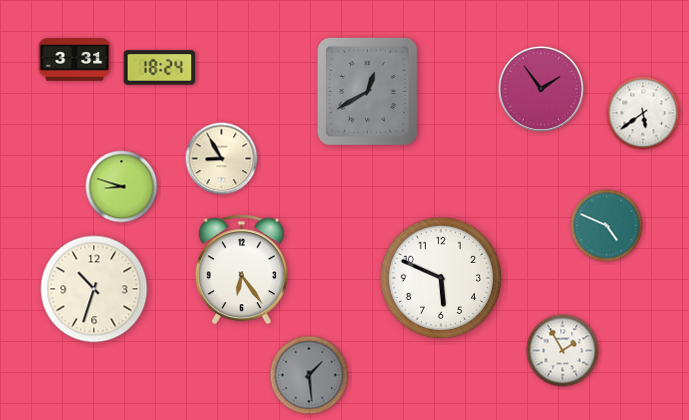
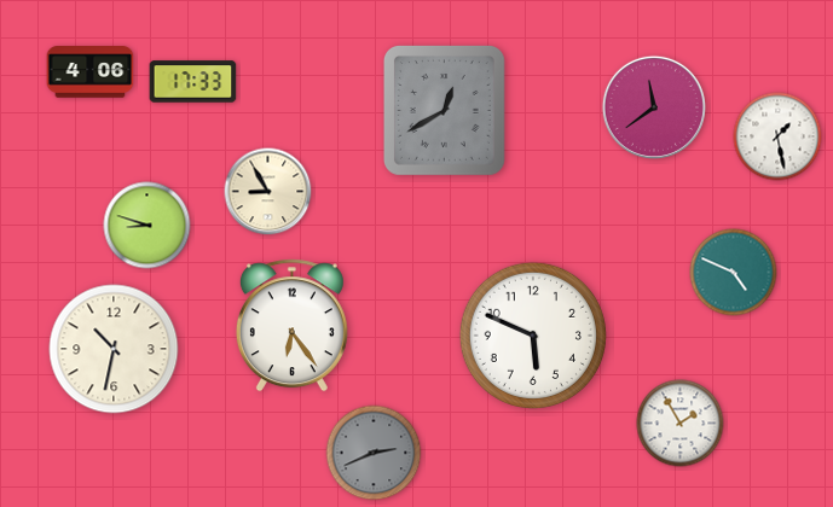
clock at (75, 60): 3:31 -> 4:06
clock at (160, 68): 18:24 -> 17:33
clock at (541, 89): 1:54 -> 11:39
clock at (643, 113): 5:39 -> 1:28
clock at (94, 289): 10:33 -> 10:32
clock at (309, 375): 1:29 -> 2:41
